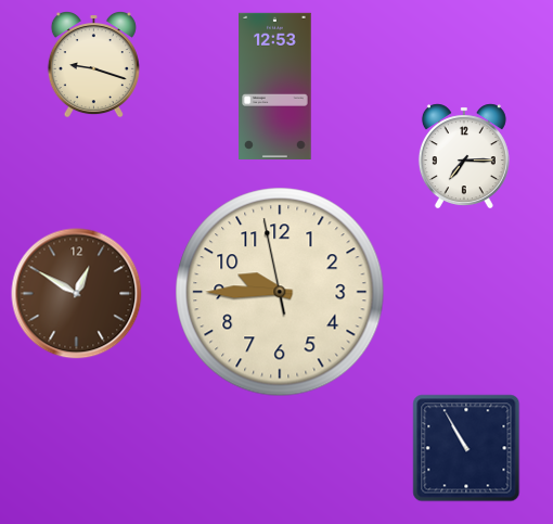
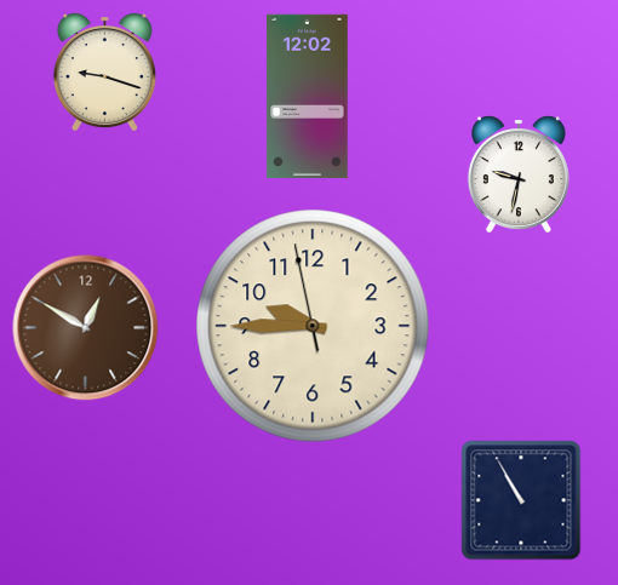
clock at (275, 86): 12:53 -> 12:02
clock at (464, 156): 7:15 -> 9:32
